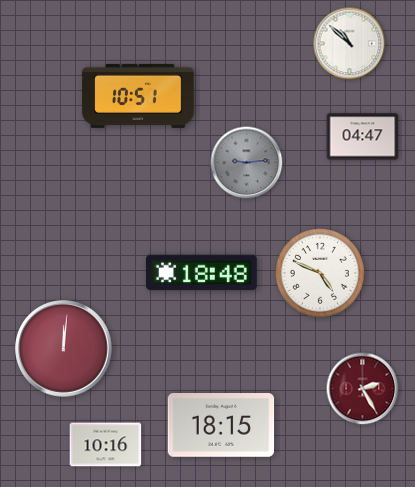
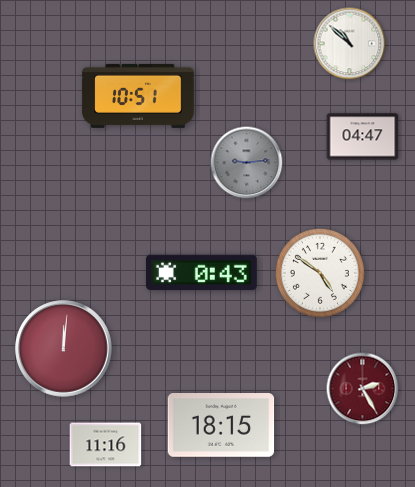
clock at (201, 273): 18:48 -> 0:43
clock at (320, 273): 4:49 -> 4:51
clock at (106, 445): 10:16 -> 11:16
